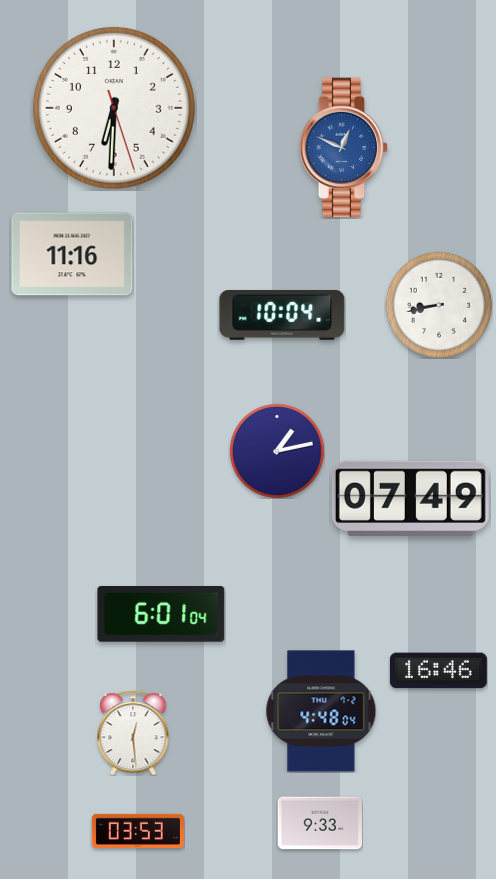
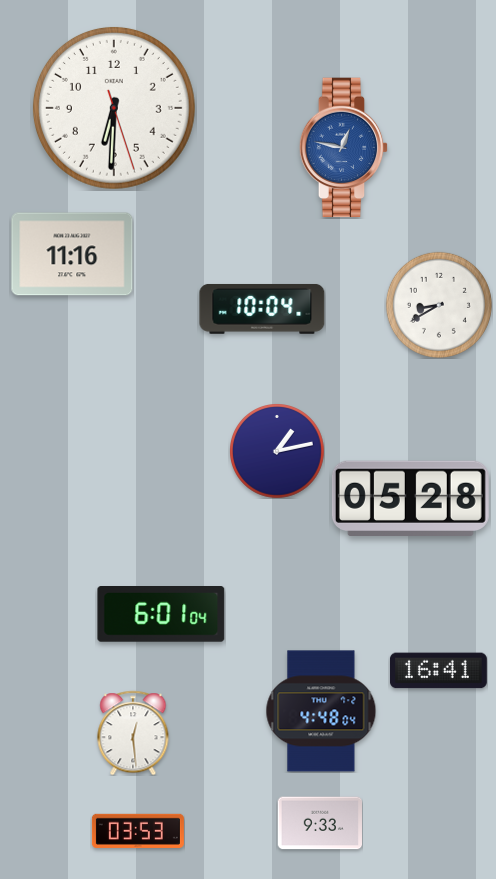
clock at (344, 148): 12:49 -> 12:47
clock at (439, 305): 8:43 -> 8:40
clock at (282, 315) position: (282, 315) -> (262, 309)
clock at (410, 498): 07:49 -> 05:28
clock at (438, 671): 16:46 -> 16:41
